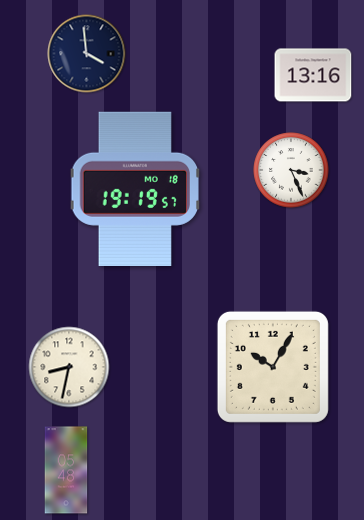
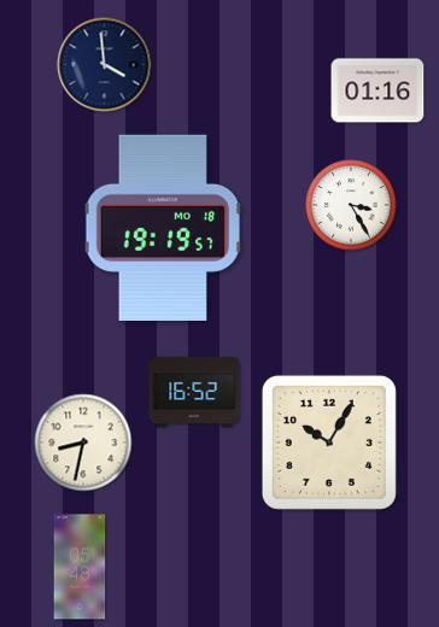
clock at (313, 75): 13:16 -> 01:16
clock at (291, 170): 3:26 -> 3:25
clock at (194, 391): none -> 16:52
